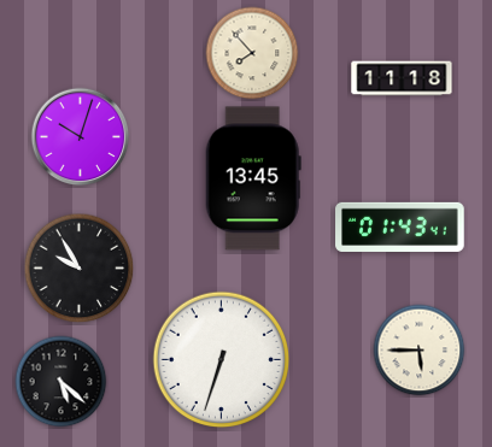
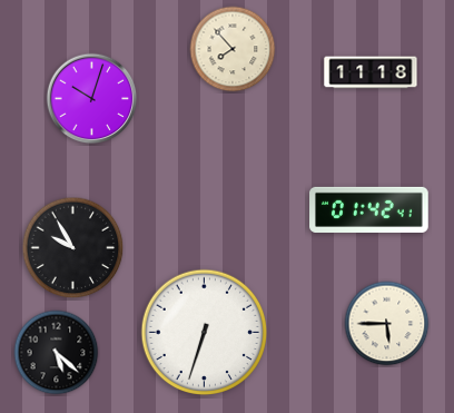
clock at (81, 137) position: (81, 137) -> (92, 99)
clock at (253, 178): 13:45 -> none
clock at (400, 227): 01:43 -> 01:42
